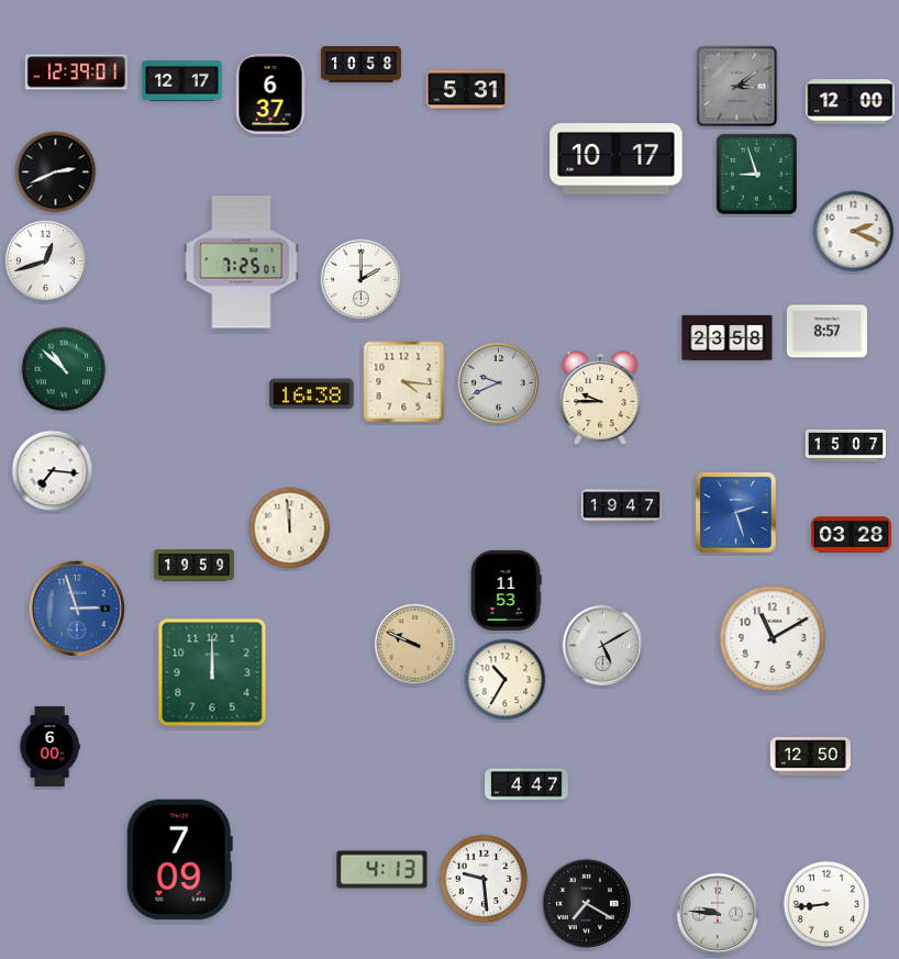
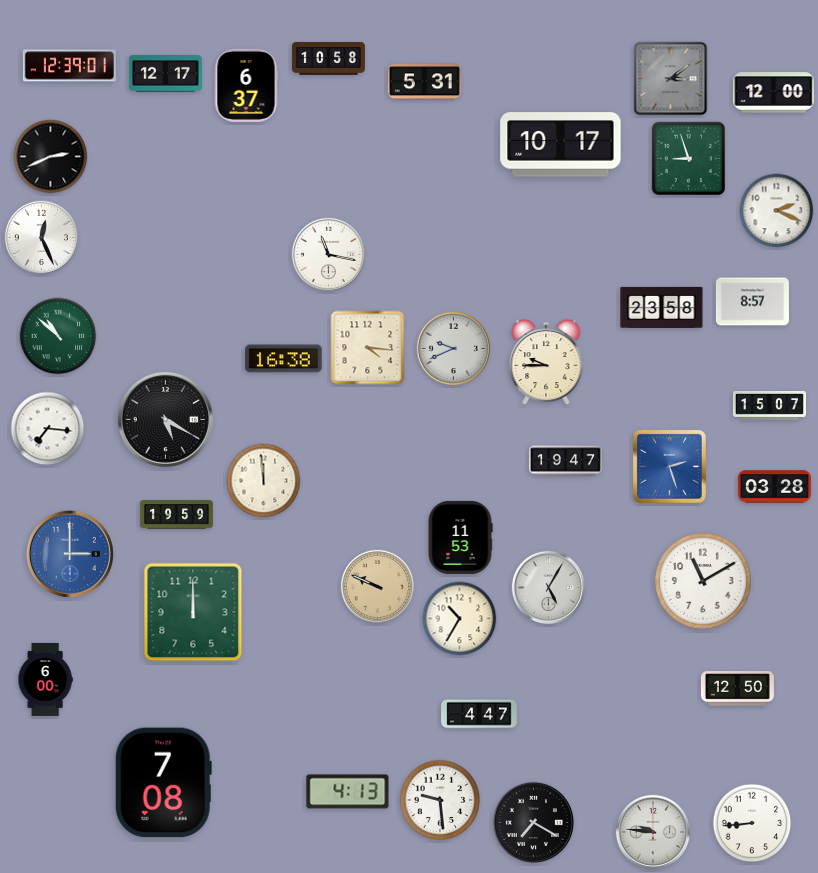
clock at (45, 260): 12:42 -> 12:26
clock at (242, 263): 7:25 -> none
clock at (360, 279): 2:00 -> 11:17
clock at (165, 419): none -> 5:20
clock at (77, 609): 2:57 -> 3:00
clock at (602, 645): 5:10 -> 5:05
clock at (179, 860): 7:09 -> 7:08
